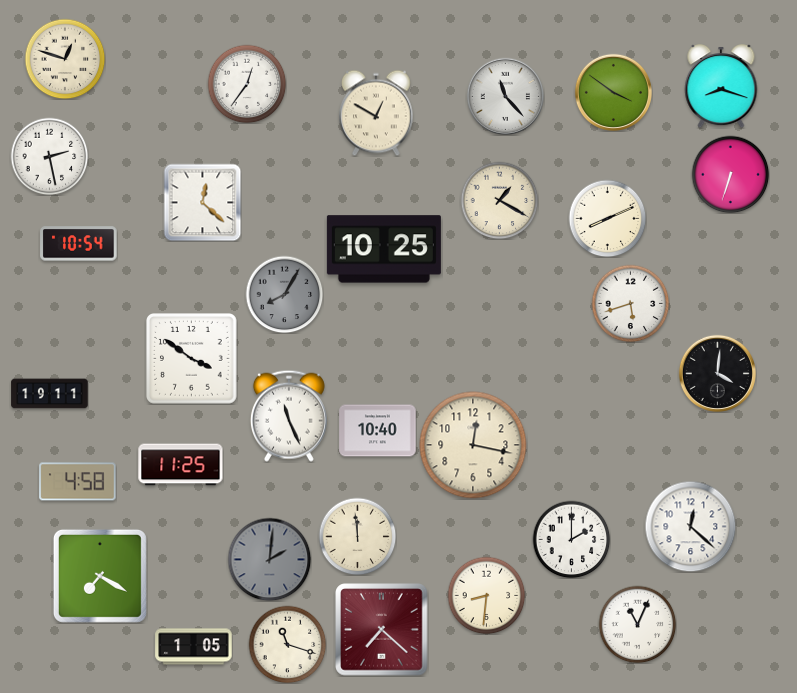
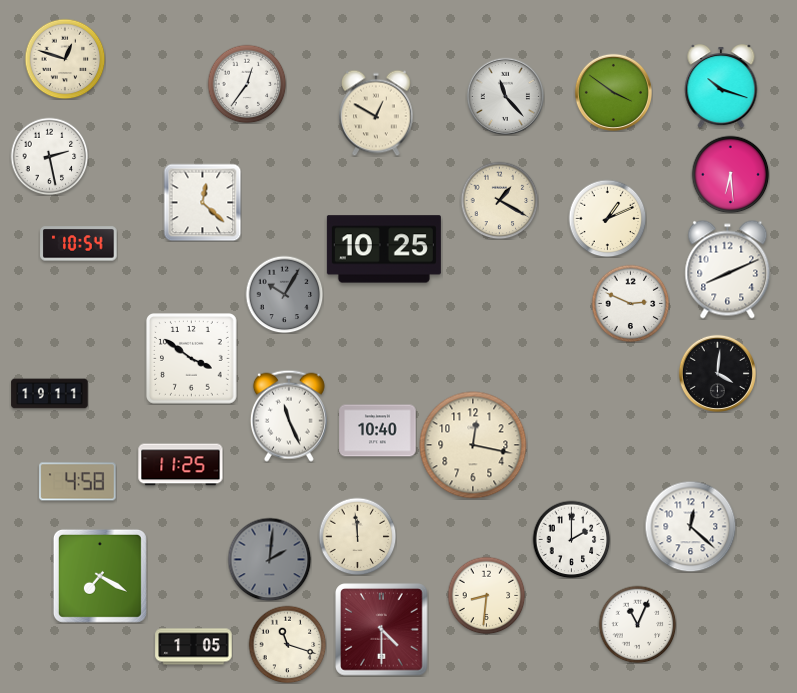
clock at (721, 86): 8:18 -> 10:18
clock at (730, 174): 6:33 -> 6:29
clock at (607, 218): 8:11 -> 1:11
clock at (728, 270): none -> 8:11
clock at (284, 294): 8:05 -> 10:05
clock at (630, 303): 5:42 -> 2:49
clock at (382, 630): 7:22 -> 4:30
